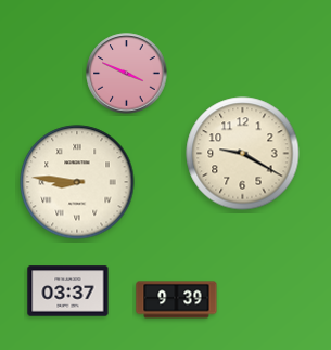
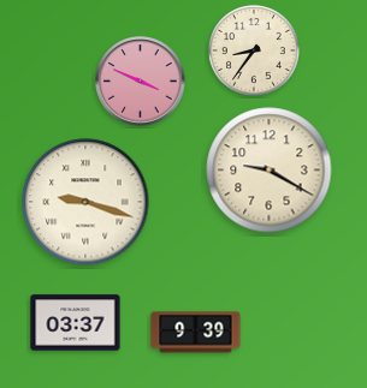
clock at (254, 50): none -> 8:36
clock at (77, 182): 8:46 -> 9:18
